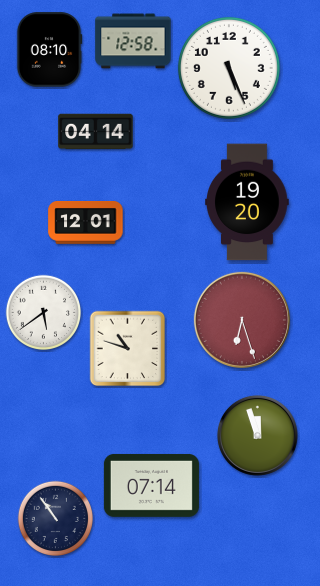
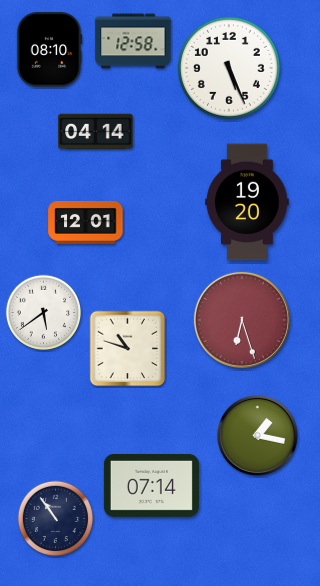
clock at (257, 435): 11:57 -> 1:17
